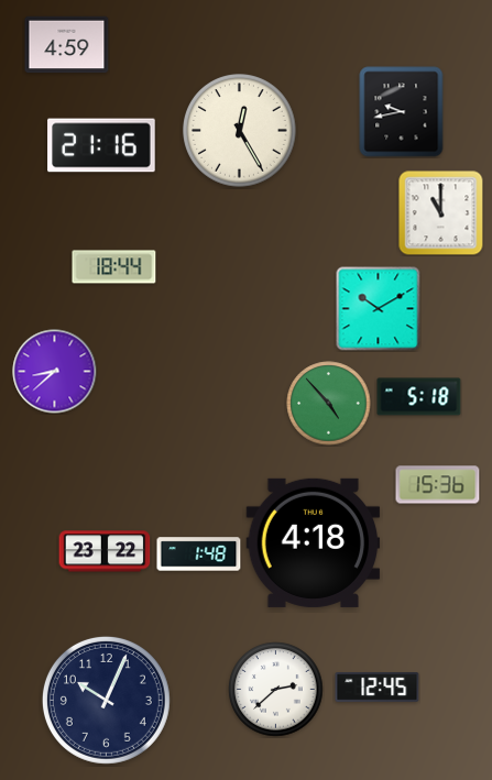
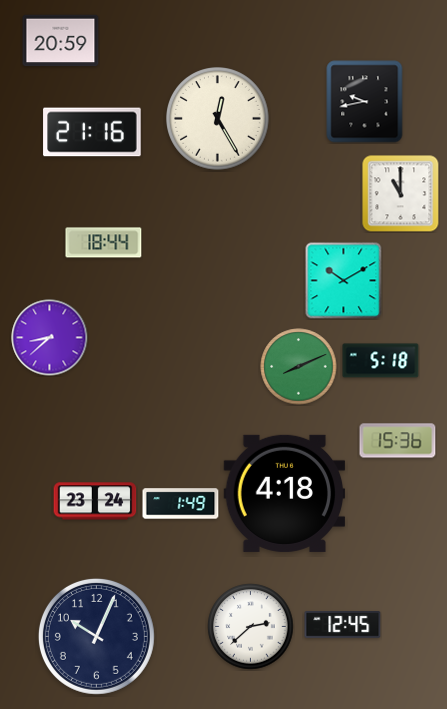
clock at (67, 45): 4:59 -> 20:59
clock at (329, 404): 4:53 -> 8:11
clock at (105, 551): 23:22 -> 23:24
clock at (199, 554): 1:48 -> 1:49
